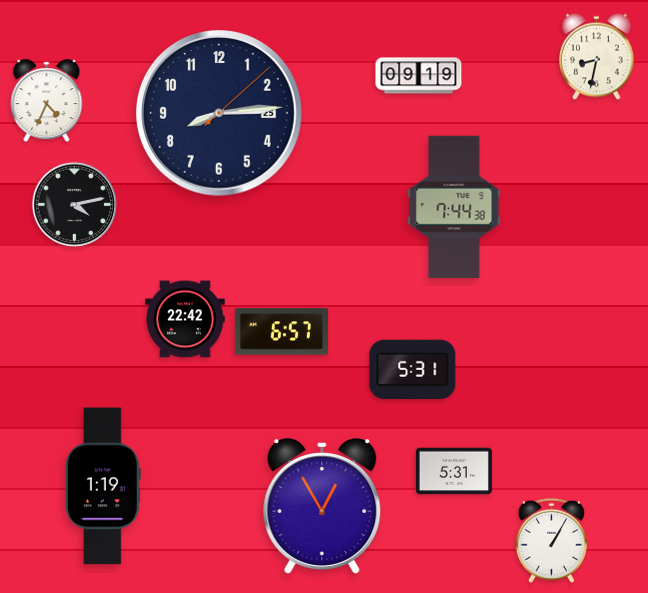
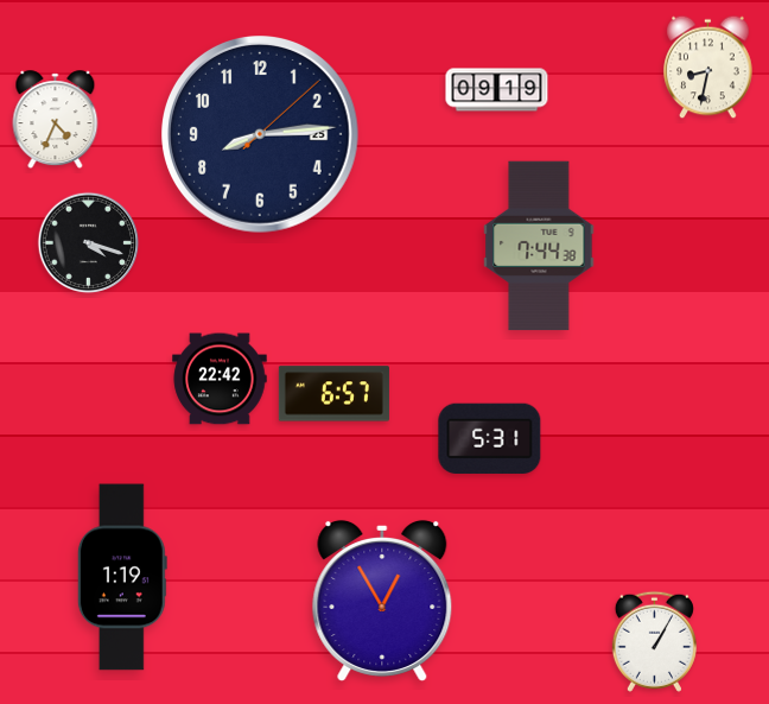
clock at (75, 205): 4:13 -> 4:18
clock at (454, 471): 5:31 -> none
